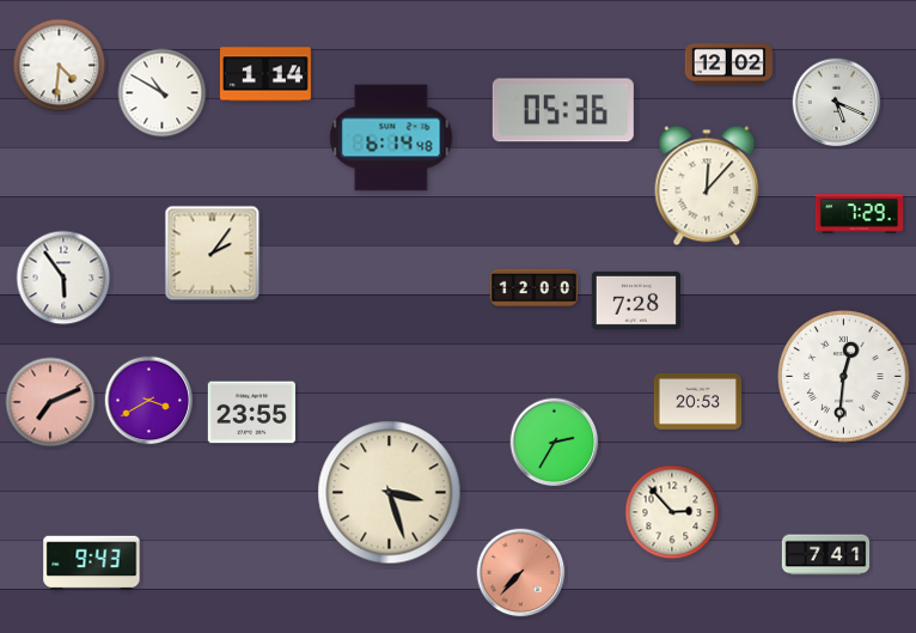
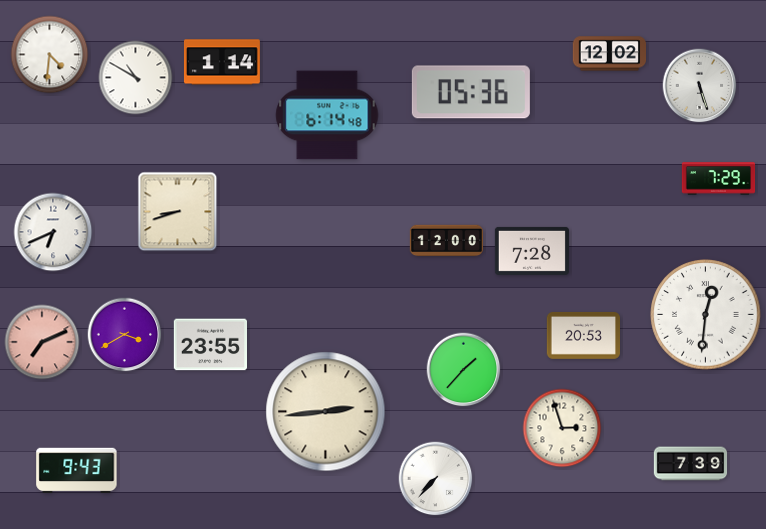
clock at (837, 103): 5:19 -> 5:27
clock at (707, 185): 12:07 -> none
clock at (213, 254): 2:06 -> 8:42
clock at (63, 278): 5:54 -> 6:41
clock at (50, 402) position: (50, 402) -> (42, 342)
clock at (555, 443): 2:35 -> 1:37
clock at (390, 493): 3:27 -> 2:44
clock at (672, 512): 2:53 -> 2:57
clock at (826, 555): 7:41 -> 7:39
clock at (521, 573) dial: salmon -> white
